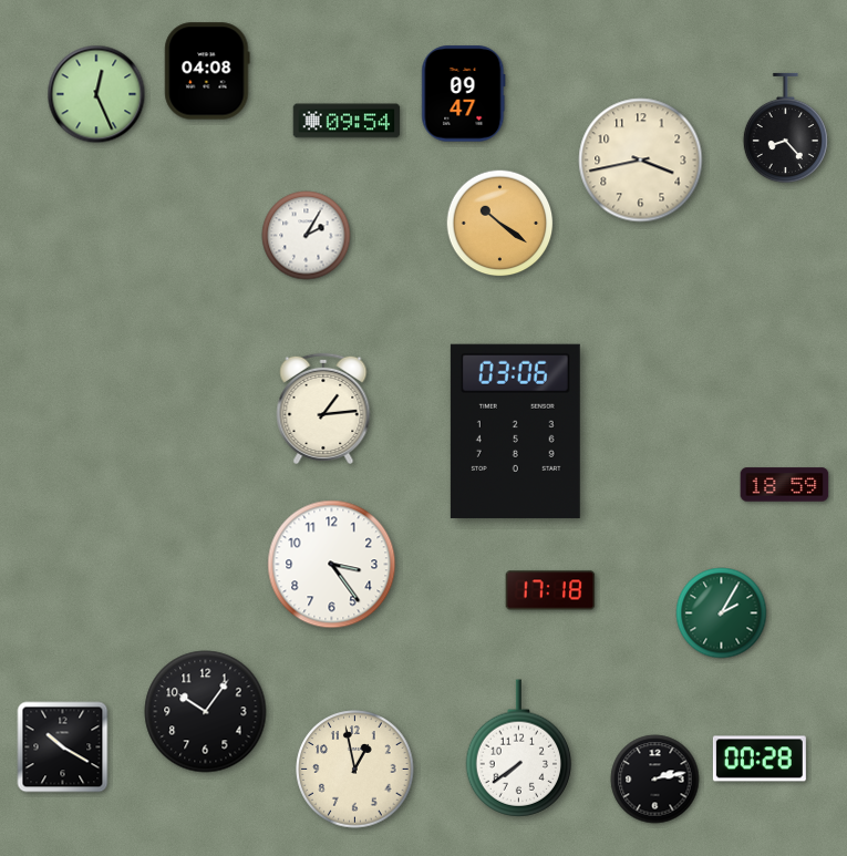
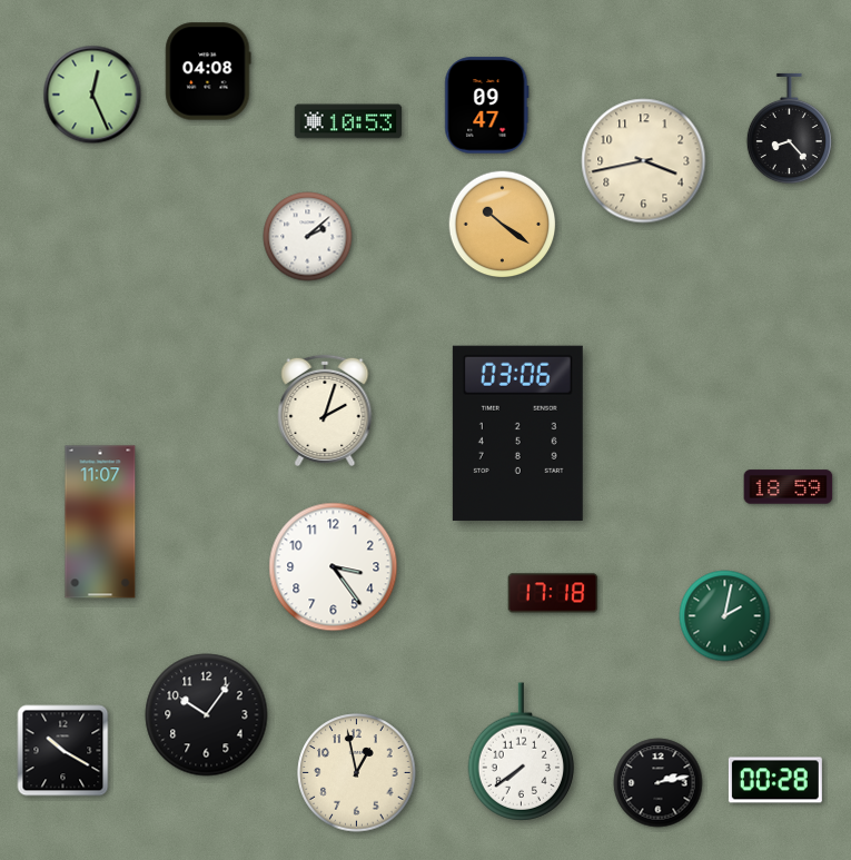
clock at (96, 94) position: (96, 94) -> (92, 95)
clock at (464, 94) position: (464, 94) -> (487, 106)
clock at (347, 121): 09:54 -> 10:53
clock at (307, 236): 2:05 -> 2:08
clock at (323, 409): 1:14 -> 2:03
clock at (100, 522): none -> 11:07
clock at (722, 613): 2:05 -> 2:02
clock at (760, 759) position: (760, 759) -> (775, 780)
